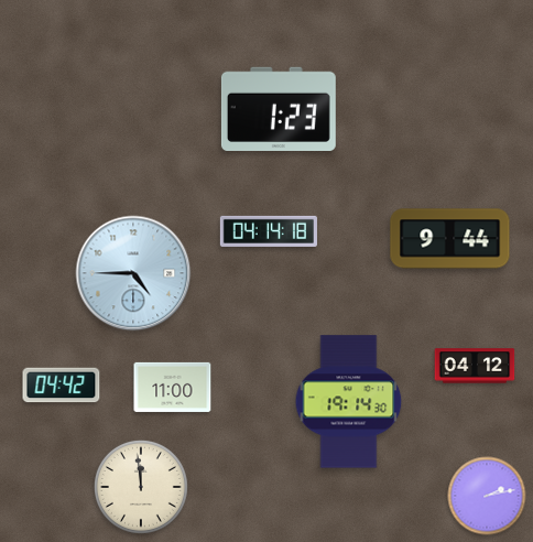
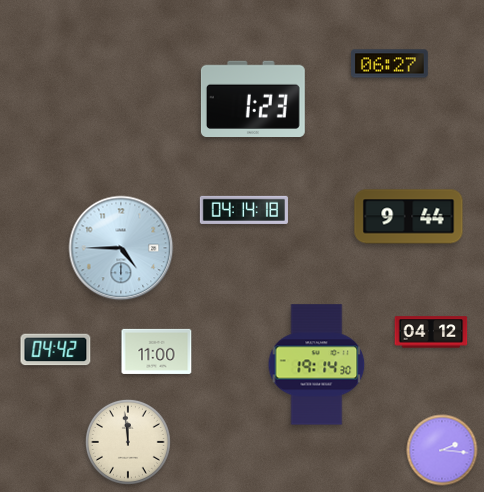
clock at (390, 64): none -> 06:27
clock at (487, 496): 2:13 -> 2:16
